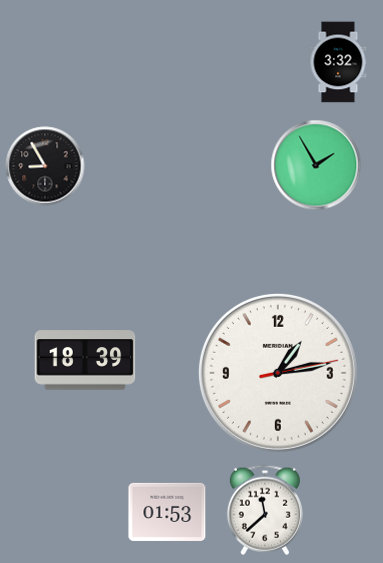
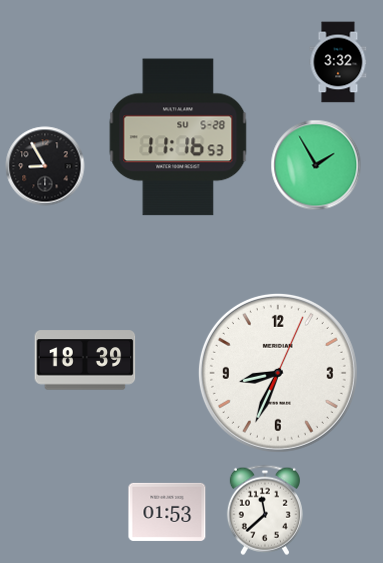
clock at (178, 137): none -> 11:16
clock at (278, 373): 1:13 -> 8:34
